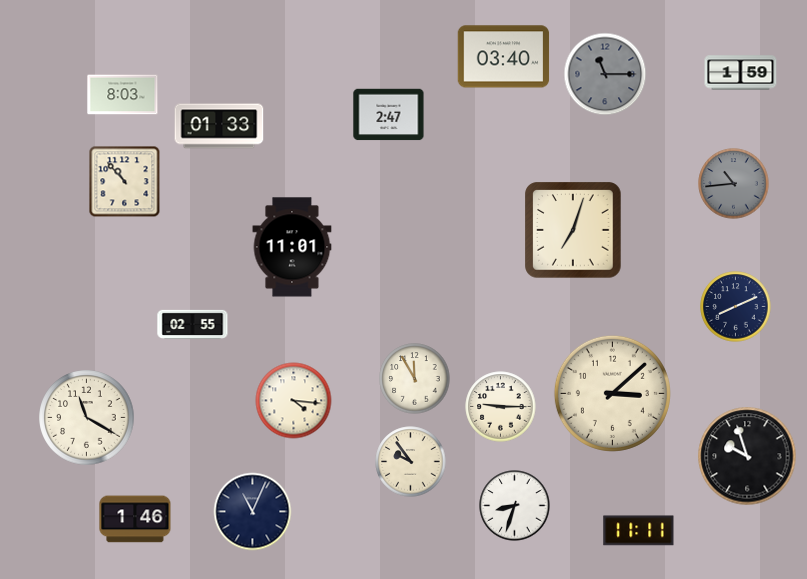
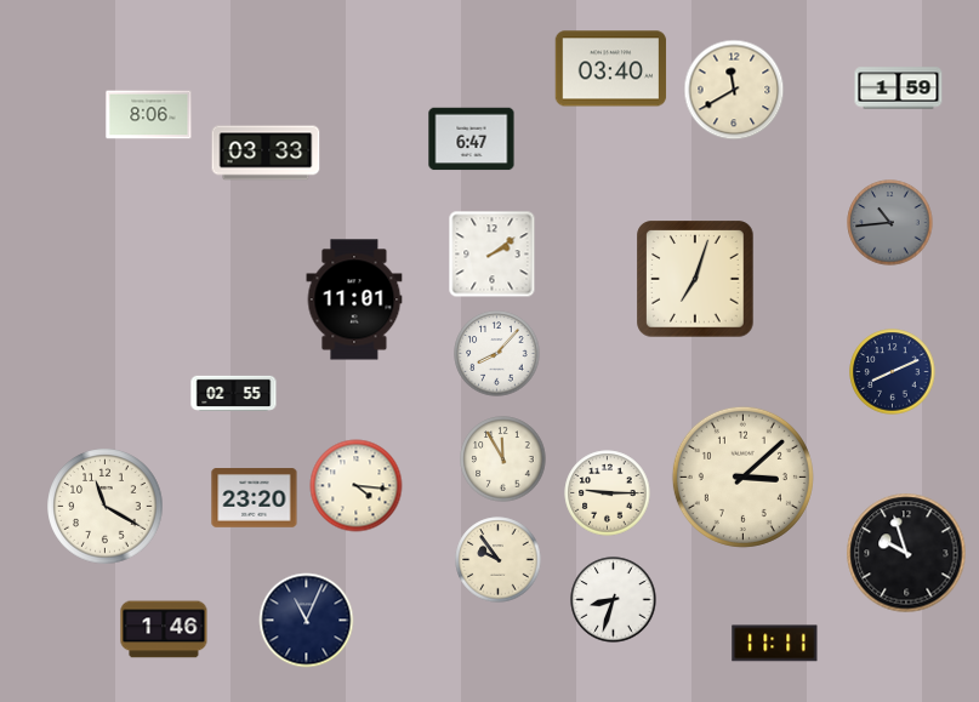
clock at (605, 74): 11:15 -> 11:40
clock at (605, 74) dial: grey -> cream
clock at (123, 95): 8:03 -> 8:06
clock at (389, 115): 2:47 -> 6:47
clock at (219, 126): 01:33 -> 03:33
clock at (125, 182): 10:53 -> none
clock at (493, 255): none -> 2:09
clock at (497, 354): none -> 8:07
clock at (255, 498): none -> 23:20
clock at (515, 506) position: (515, 506) -> (614, 600)
